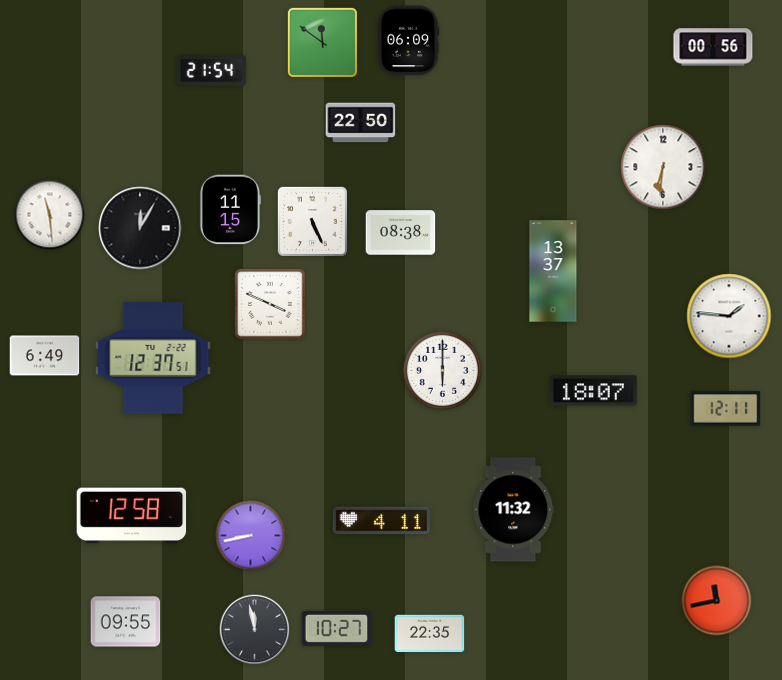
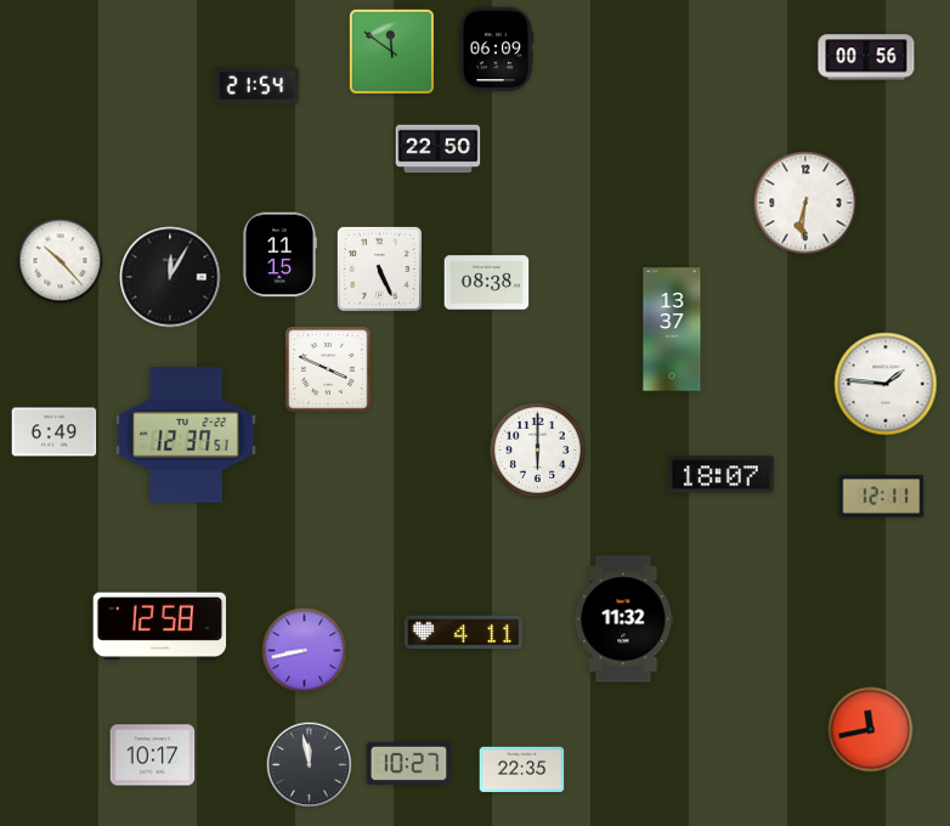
clock at (50, 215): 11:29 -> 10:23
clock at (126, 622): 09:55 -> 10:17
